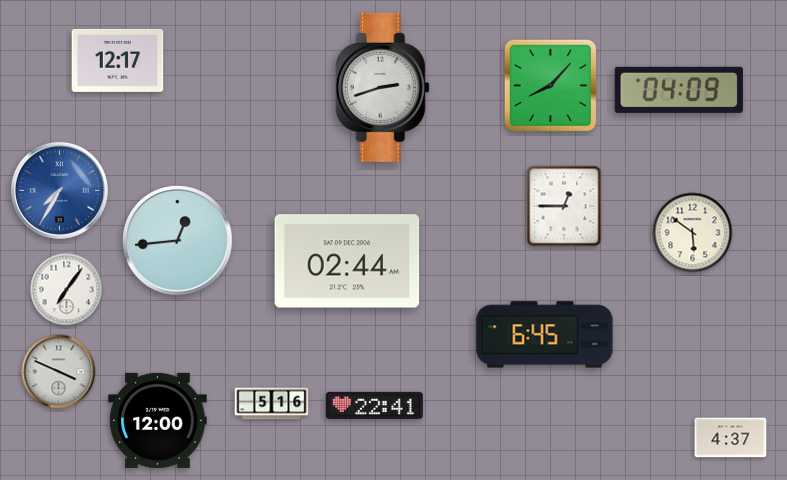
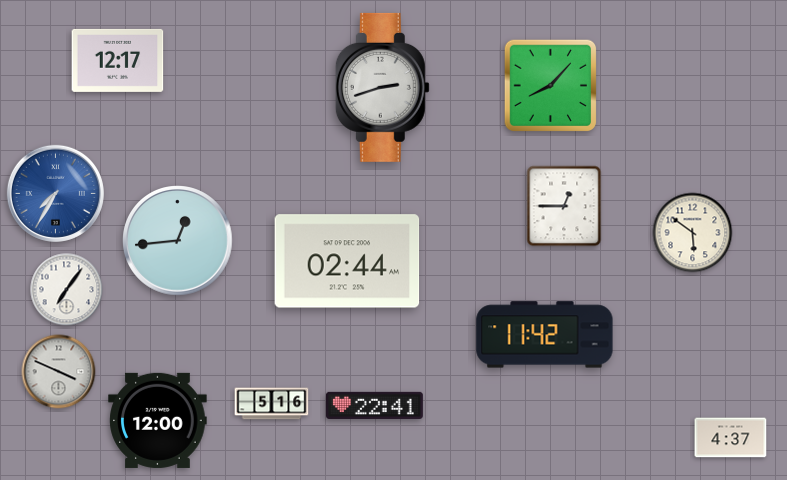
clock at (679, 90): 04:09 -> none
clock at (59, 190) position: (59, 190) -> (55, 193)
clock at (545, 335): 6:45 -> 11:42
